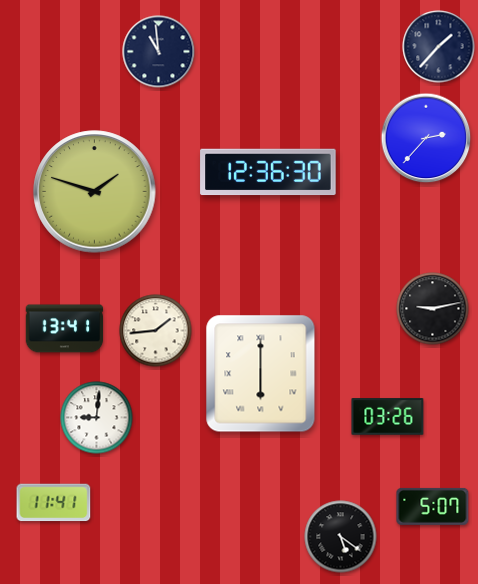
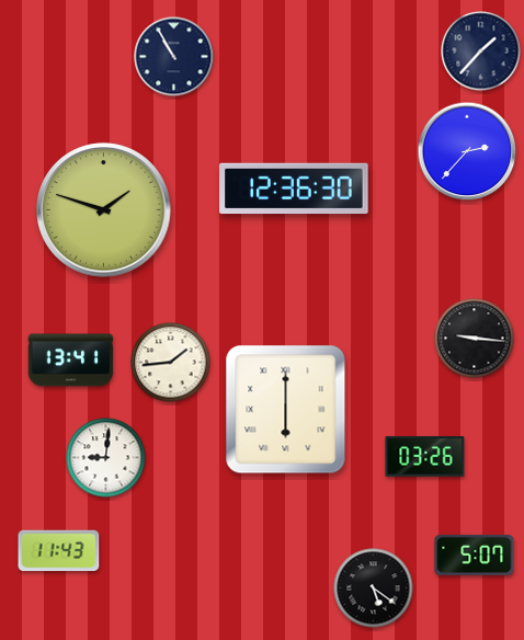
clock at (159, 52): 10:59 -> 10:55
clock at (433, 309): 9:13 -> 9:16
clock at (54, 503): 11:41 -> 11:43
